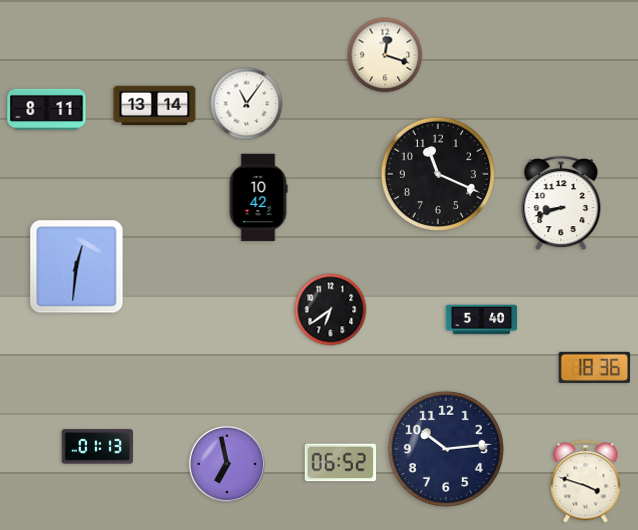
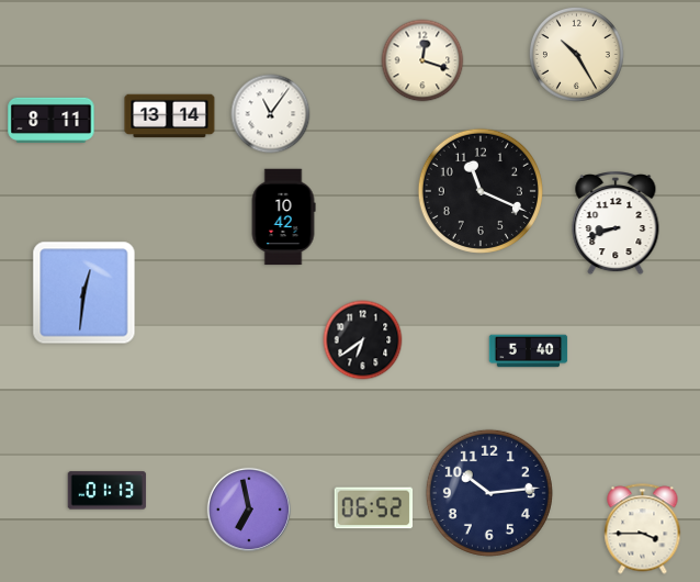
clock at (576, 54): none -> 10:25
clock at (595, 367): 18:36 -> none
clock at (586, 482): 3:48 -> 3:45
